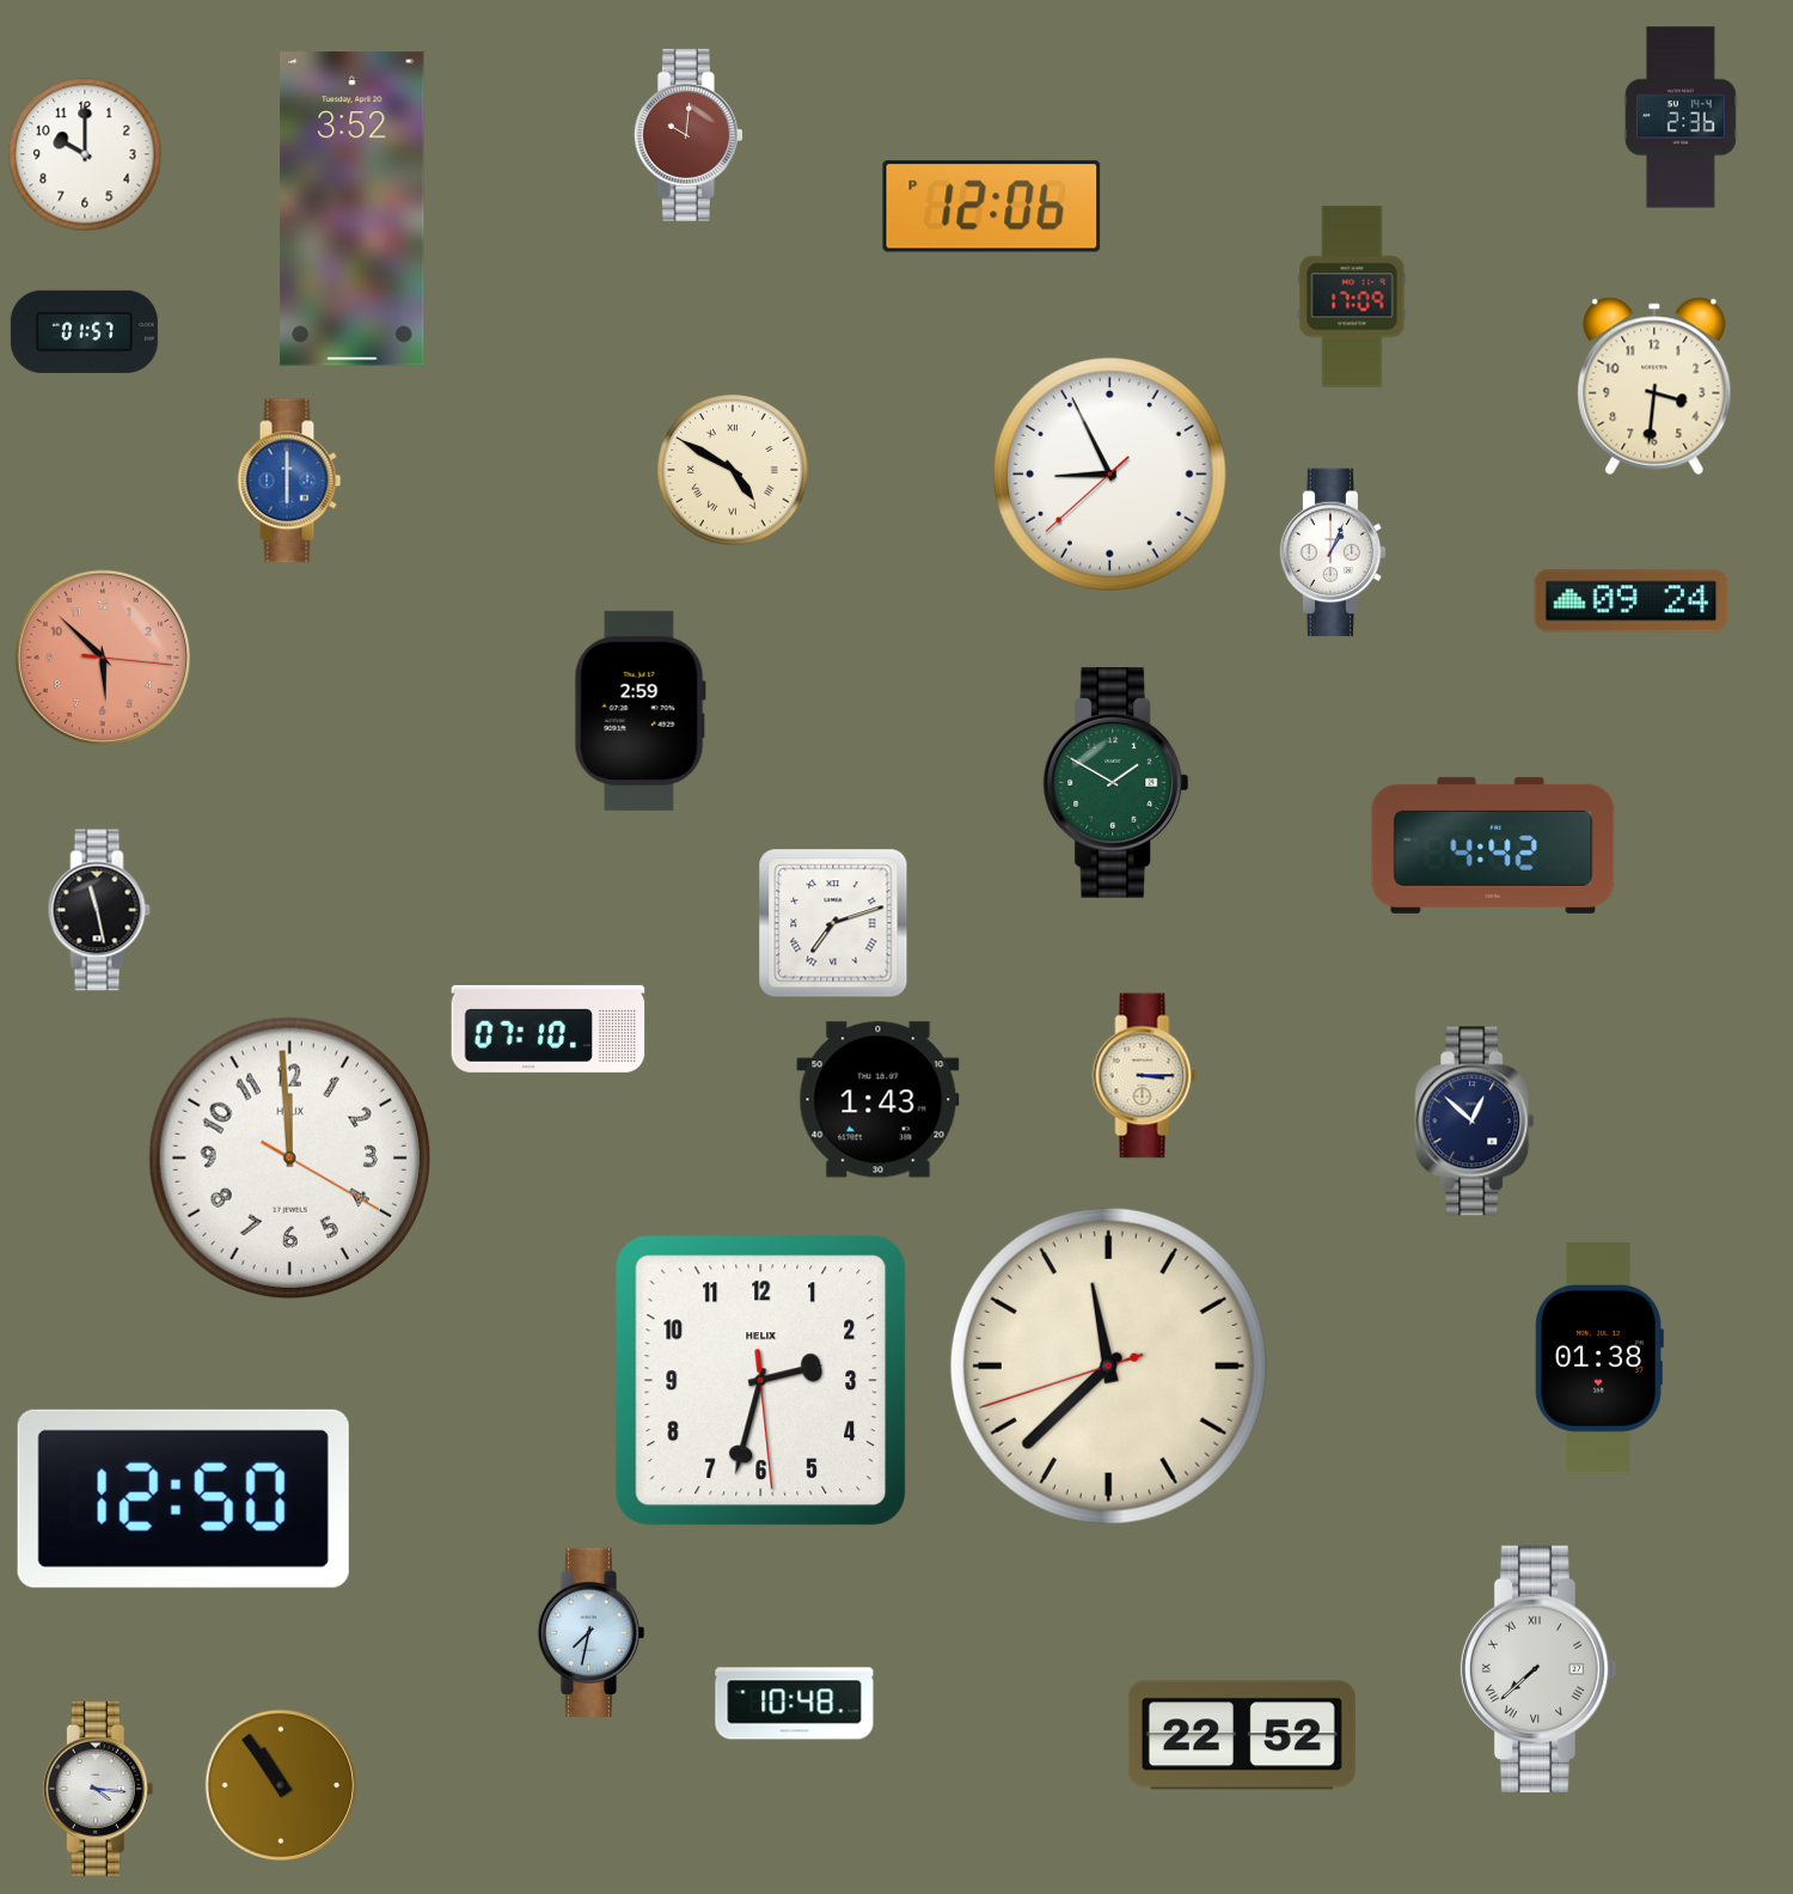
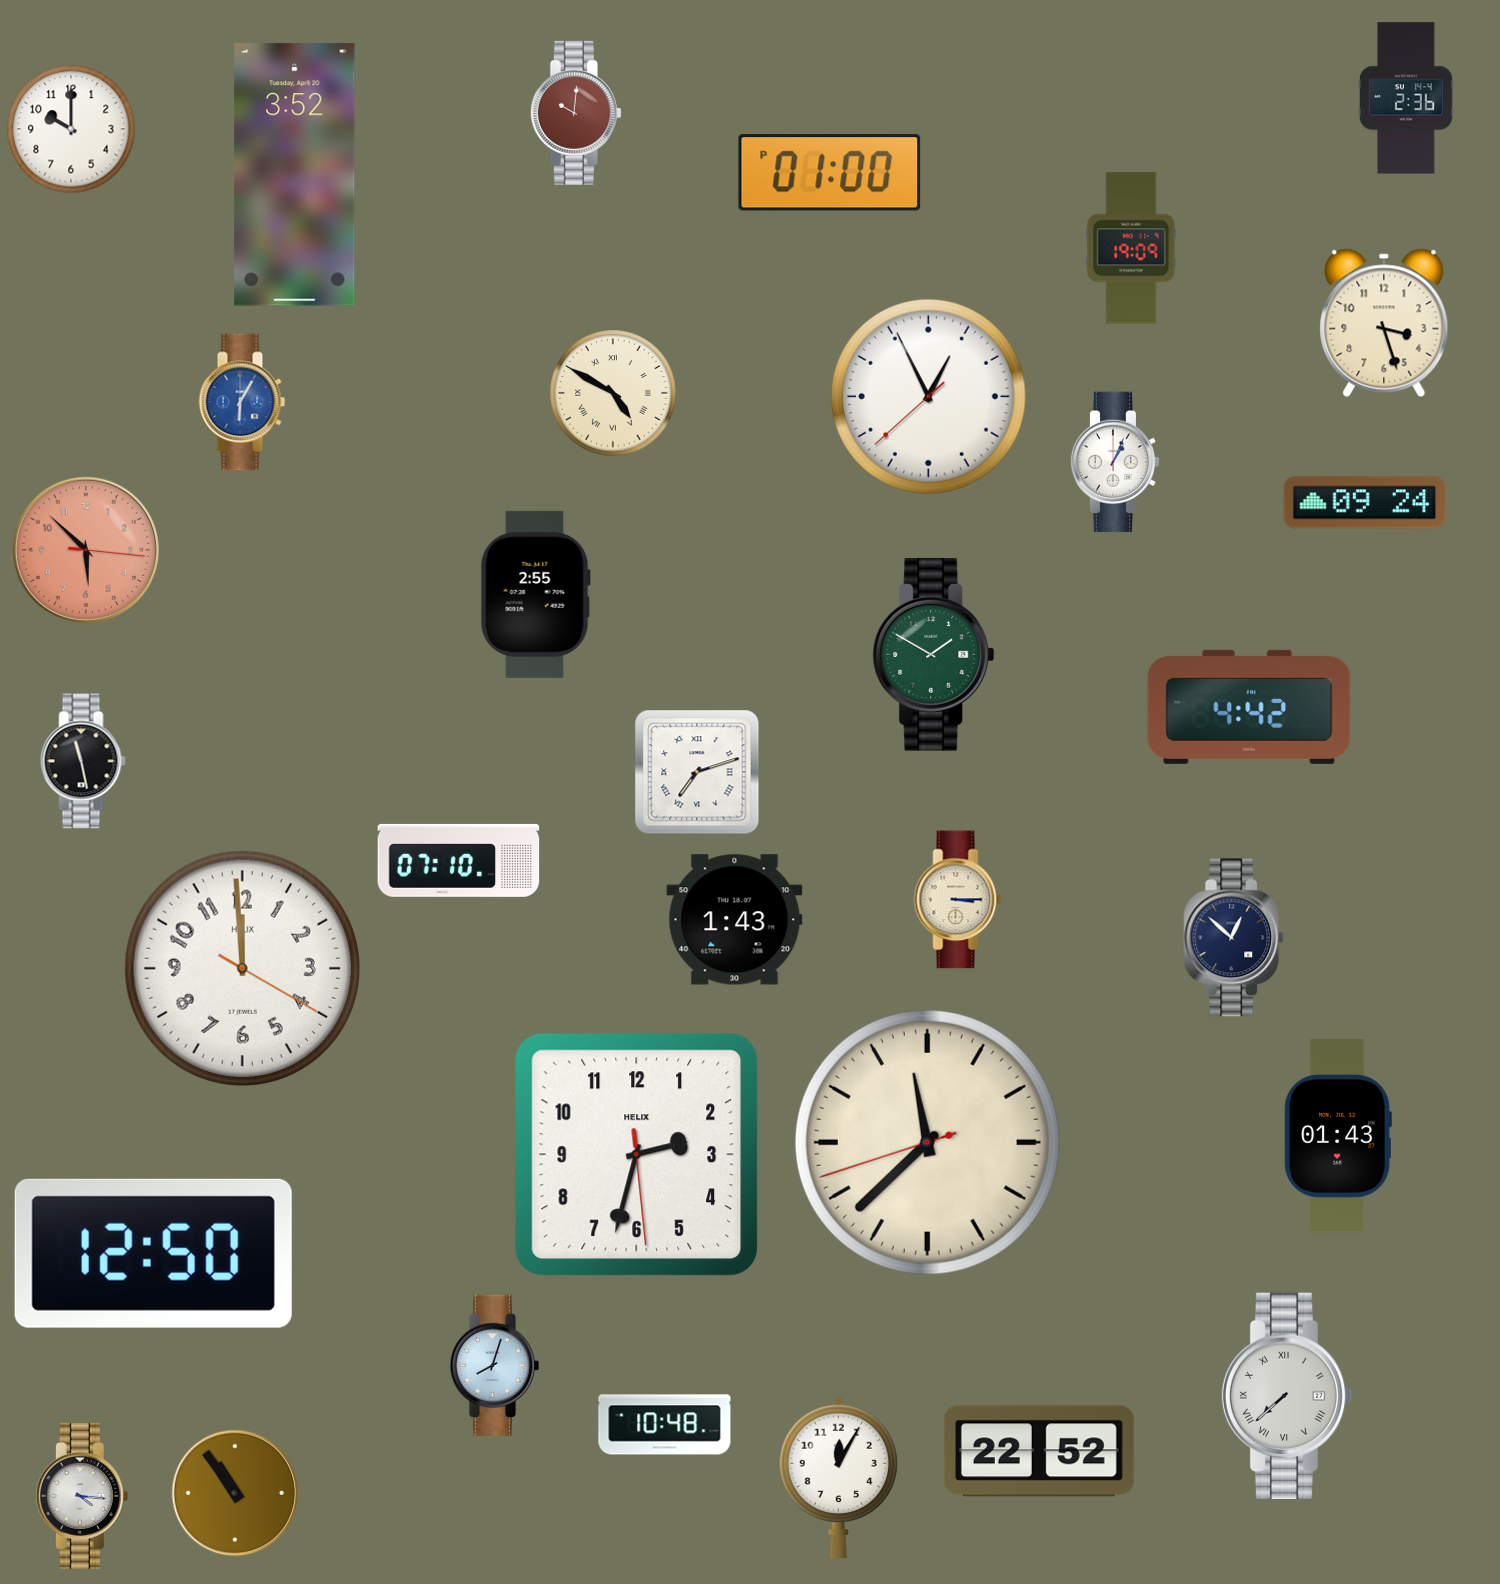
clock at (992, 207): 12:06 -> 01:00
clock at (1352, 297): 17:09 -> 19:09
clock at (84, 331): 01:57 -> none
clock at (1654, 386): 3:31 -> 3:27
clock at (1109, 473): 8:55 -> 12:55
clock at (289, 481): 6:00 -> 6:05
clock at (640, 710): 2:59 -> 2:55
clock at (1599, 1358): 01:38 -> 01:43
clock at (592, 1632): 7:32 -> 8:03
clock at (838, 1477): none -> 12:05
